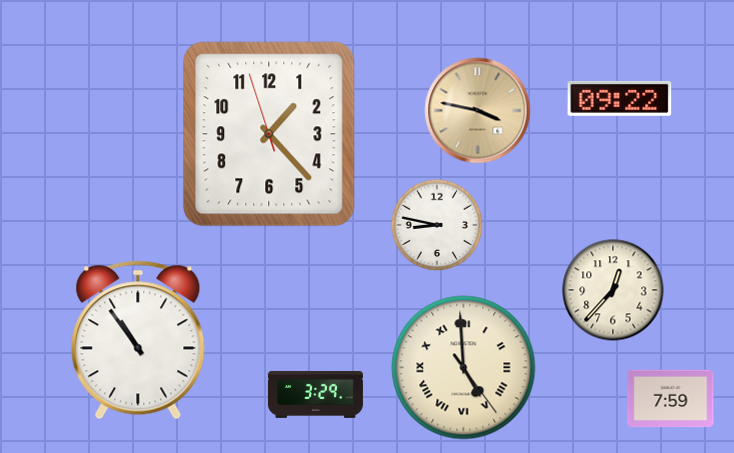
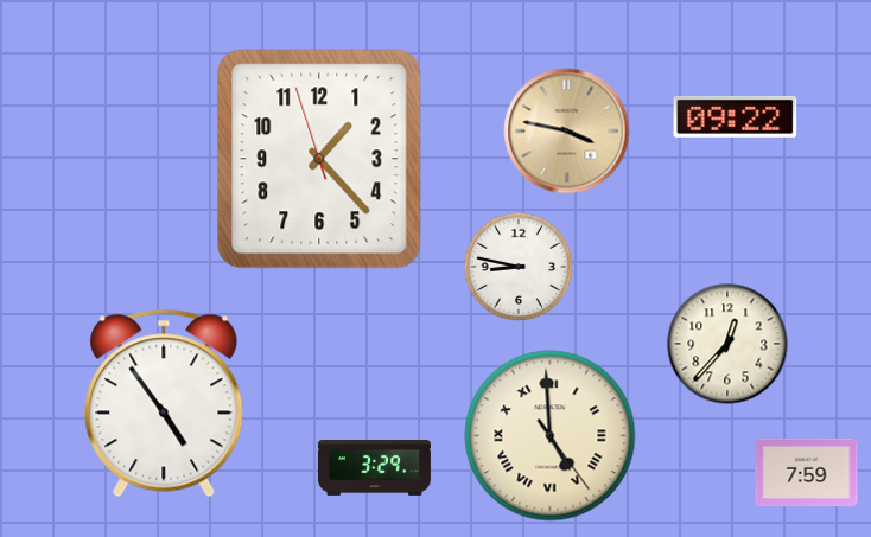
clock at (138, 340): 10:54 -> 4:54
clock at (671, 399) position: (671, 399) -> (807, 473)
